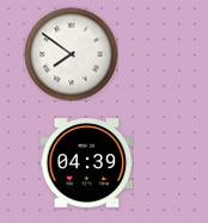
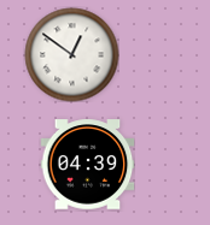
clock at (71, 54): 7:51 -> 12:51
